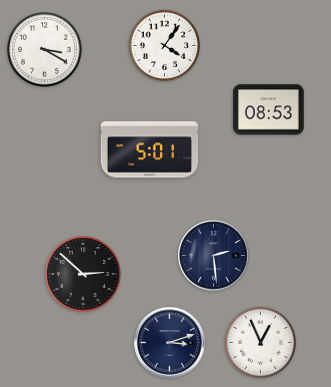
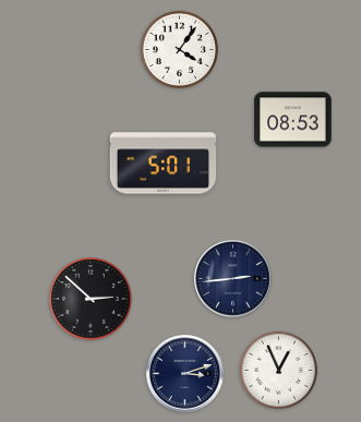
clock at (45, 50): 3:20 -> none
clock at (214, 256): 2:29 -> 2:44
clock at (260, 342) position: (260, 342) -> (278, 370)
